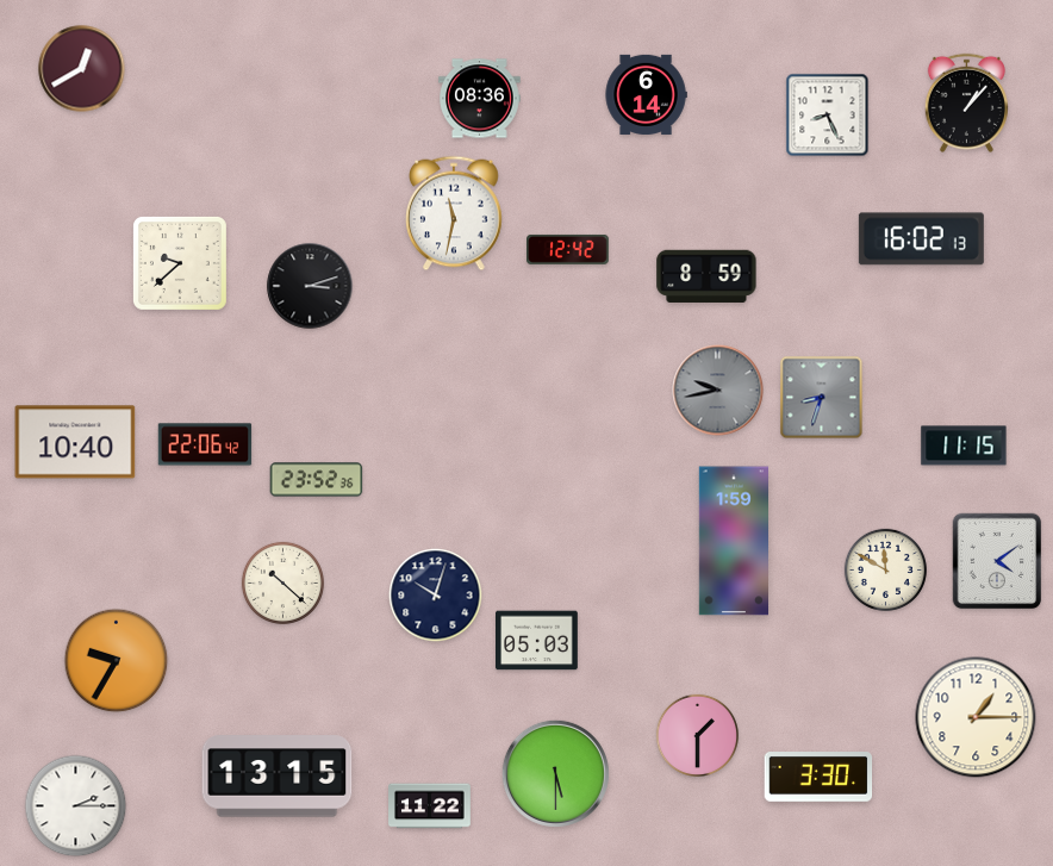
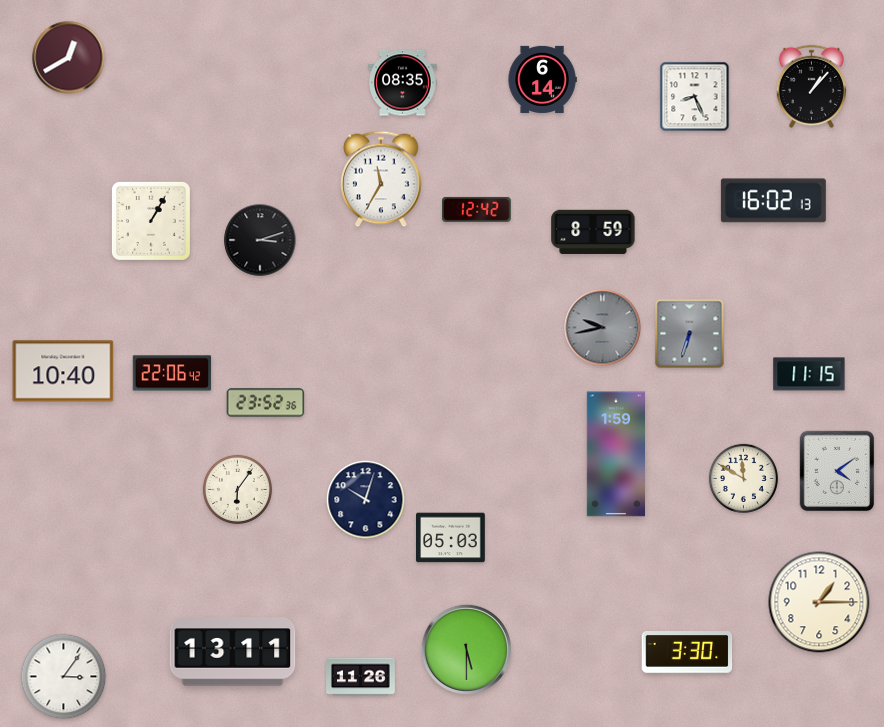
clock at (480, 99): 08:36 -> 08:35
clock at (454, 213): 11:32 -> 11:35
clock at (180, 263): 9:38 -> 1:05
clock at (822, 398): 8:33 -> 6:33
clock at (282, 582): 10:22 -> 6:06
clock at (117, 661): 9:35 -> none
clock at (697, 735): 1:30 -> none
clock at (278, 777): 13:15 -> 13:11
clock at (76, 806): 2:15 -> 3:06
clock at (430, 806): 11:22 -> 11:26
